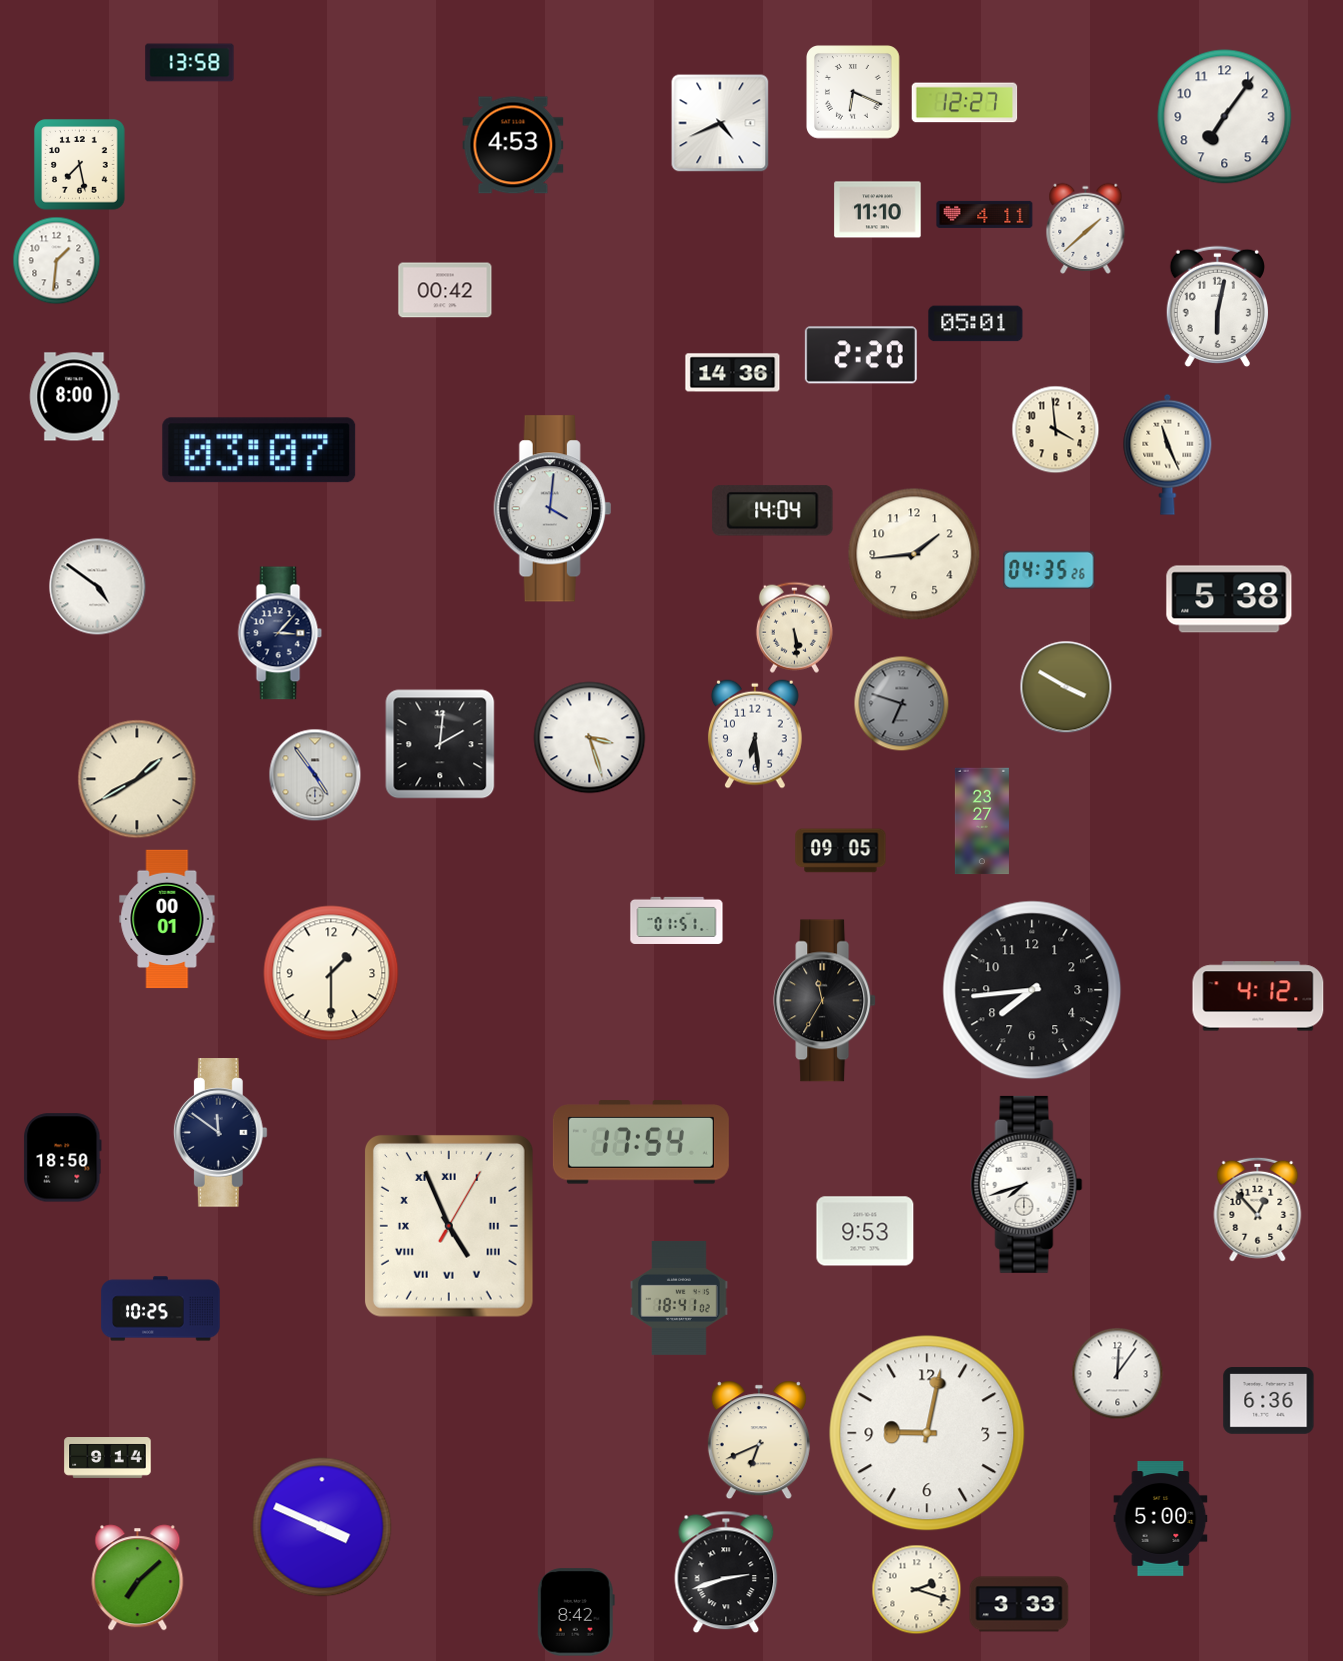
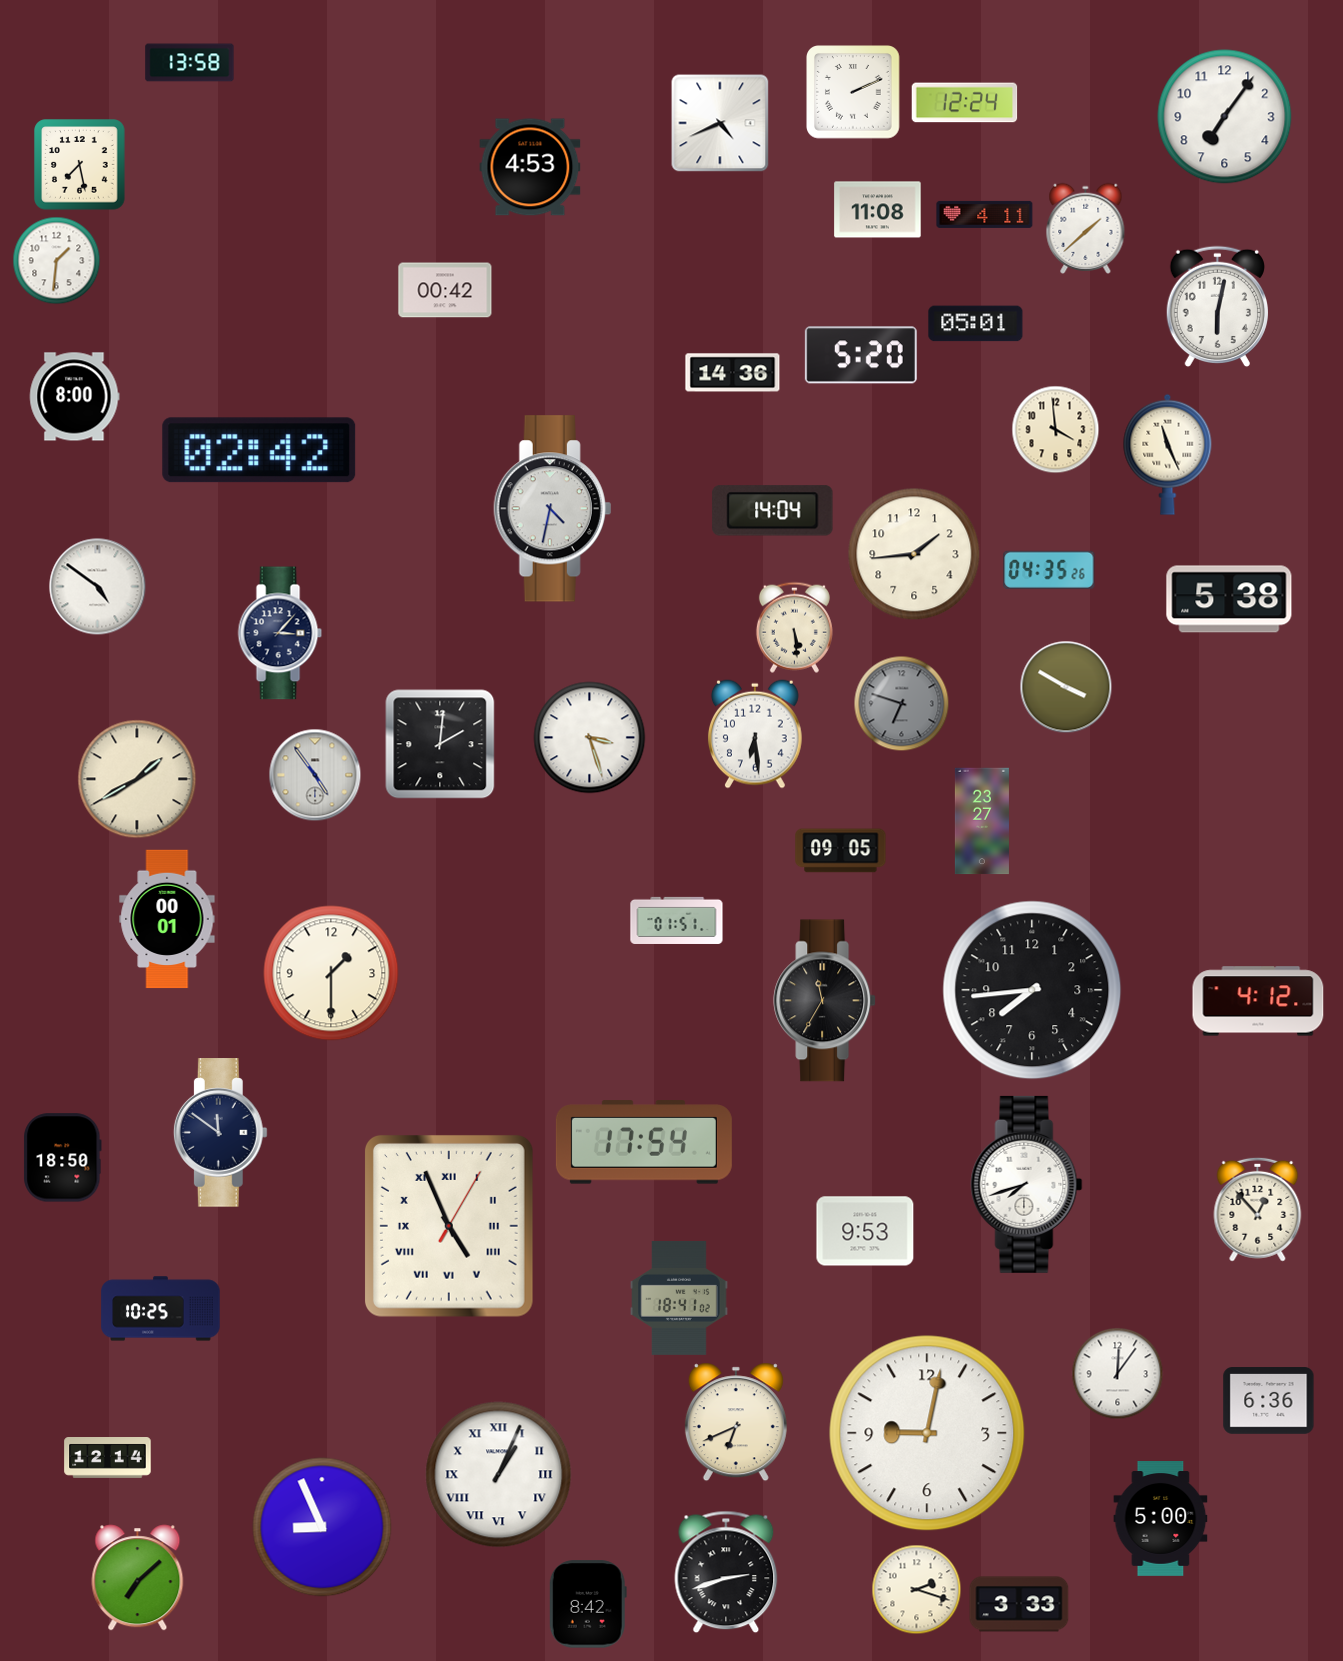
clock at (854, 93): 6:19 -> 2:11
clock at (965, 103): 12:27 -> 12:24
clock at (513, 145) position: (513, 145) -> (530, 167)
clock at (878, 210): 11:10 -> 11:08
clock at (861, 355): 2:20 -> 5:20
clock at (259, 450): 03:07 -> 02:42
clock at (553, 509): 4:01 -> 4:32
clock at (1258, 996) position: (1258, 996) -> (1258, 1001)
clock at (641, 1142) position: (641, 1142) -> (644, 1142)
clock at (759, 1440) position: (759, 1440) -> (736, 1422)
clock at (108, 1458): 9:14 -> 12:14
clock at (499, 1475): none -> 1:04
clock at (322, 1527): 3:49 -> 8:56
clock at (576, 1612) position: (576, 1612) -> (588, 1604)
